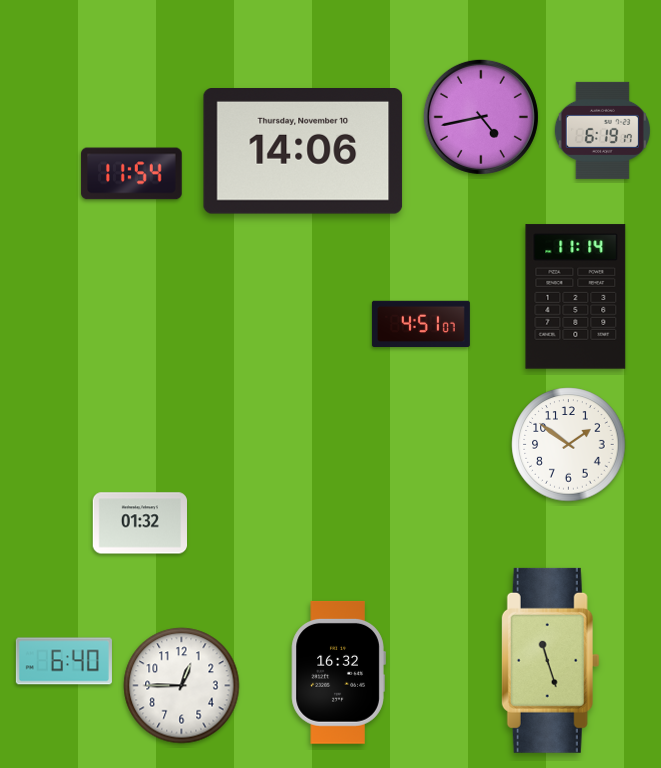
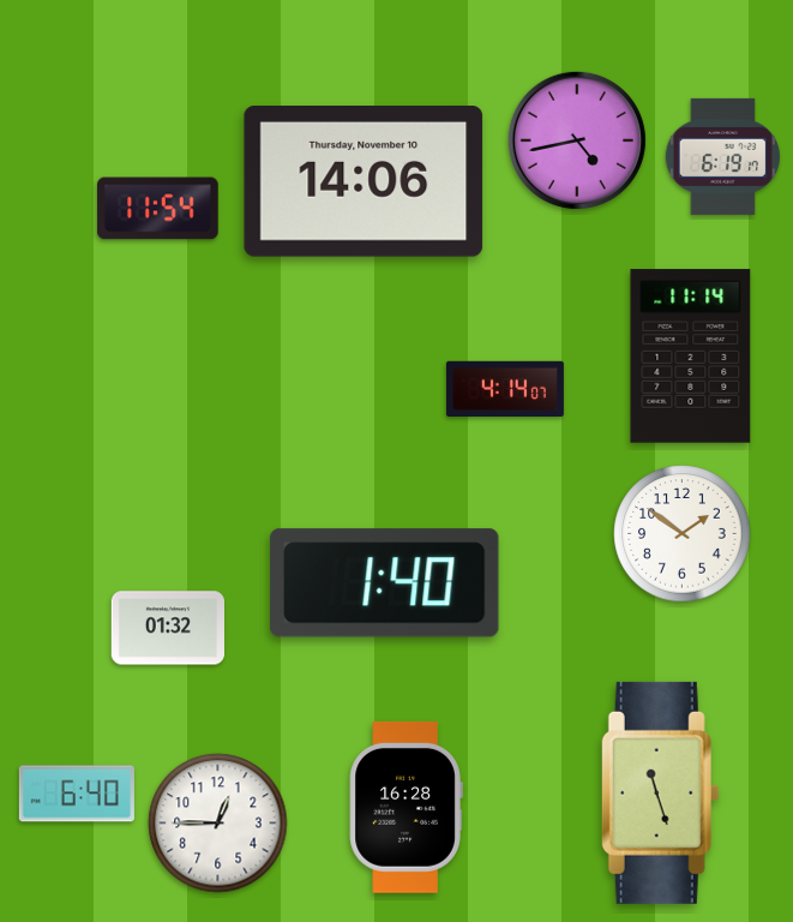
clock at (421, 324): 4:51 -> 4:14
clock at (385, 583): none -> 1:40
clock at (338, 672): 16:32 -> 16:28
